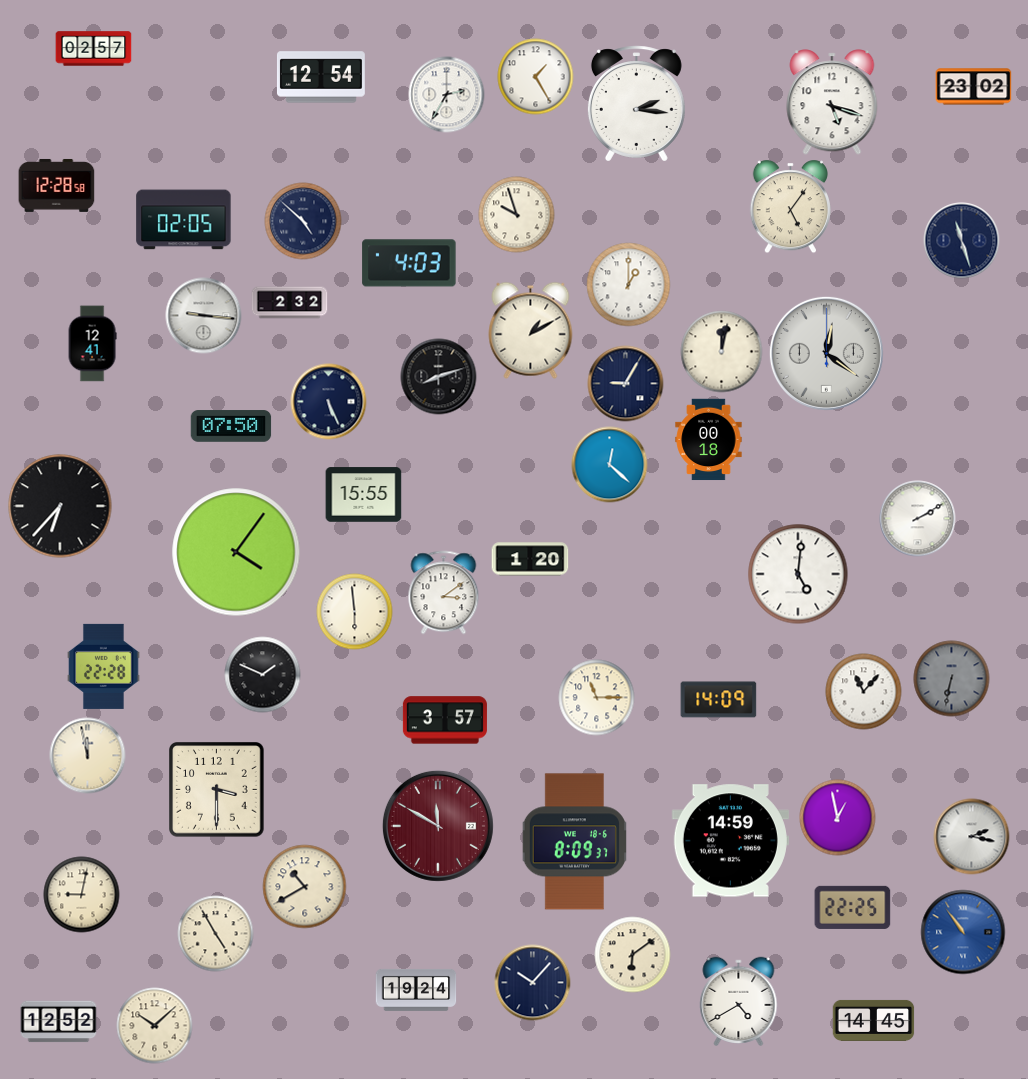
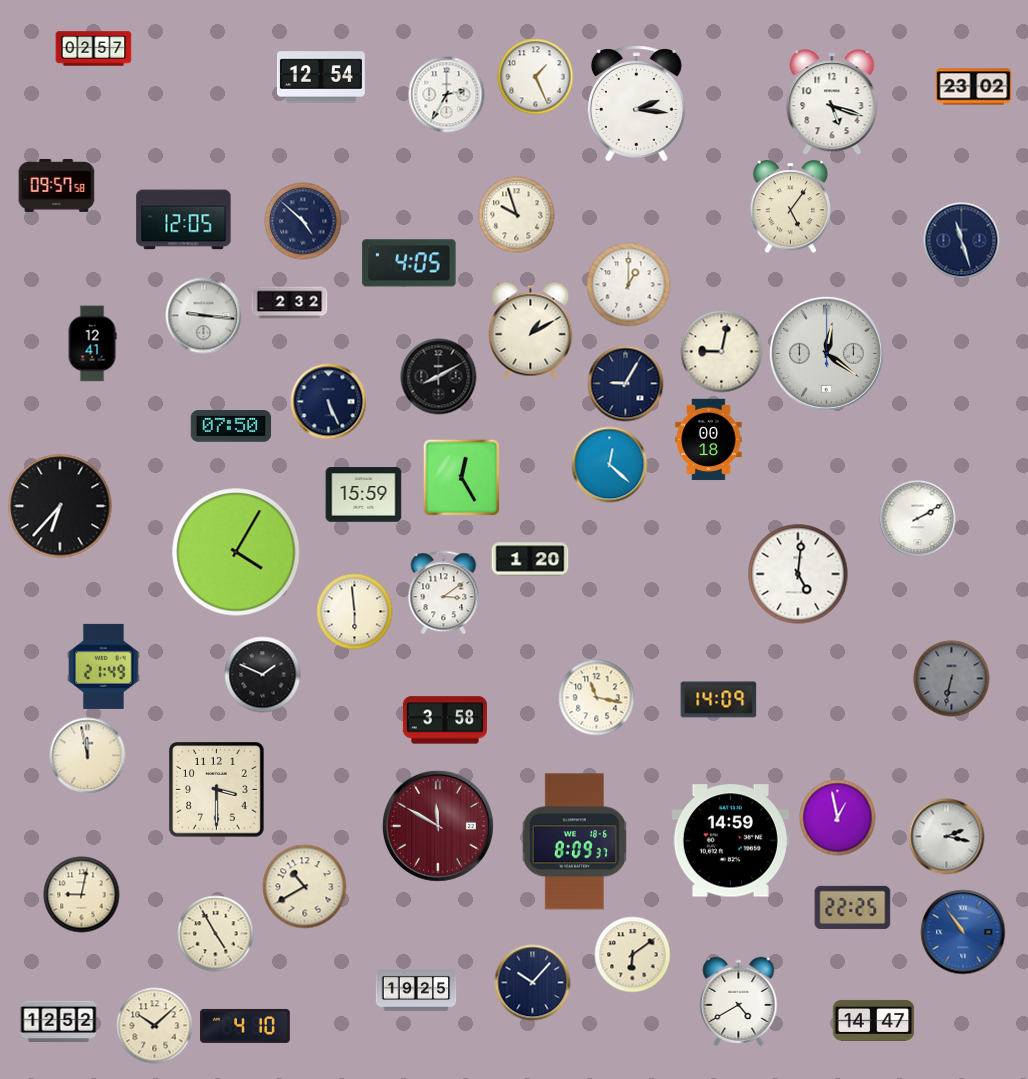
clock at (536, 77): 1:25 -> 1:26
clock at (57, 185): 12:28 -> 09:57
clock at (184, 220): 02:05 -> 12:05
clock at (409, 263): 4:03 -> 4:05
clock at (722, 352): 12:02 -> 9:02
clock at (439, 377): 8:12 -> 8:10
clock at (461, 477): none -> 12:25
clock at (364, 495): 15:55 -> 15:59
clock at (236, 552): 4:06 -> 4:05
clock at (104, 666): 22:28 -> 21:49
clock at (864, 692): 11:07 -> none
clock at (597, 698): 11:15 -> 11:17
clock at (445, 720): 3:57 -> 3:58
clock at (972, 837) position: (972, 837) -> (947, 837)
clock at (416, 990): 19:24 -> 19:25
clock at (874, 1020): 14:45 -> 14:47
clock at (245, 1026): none -> 4:10
